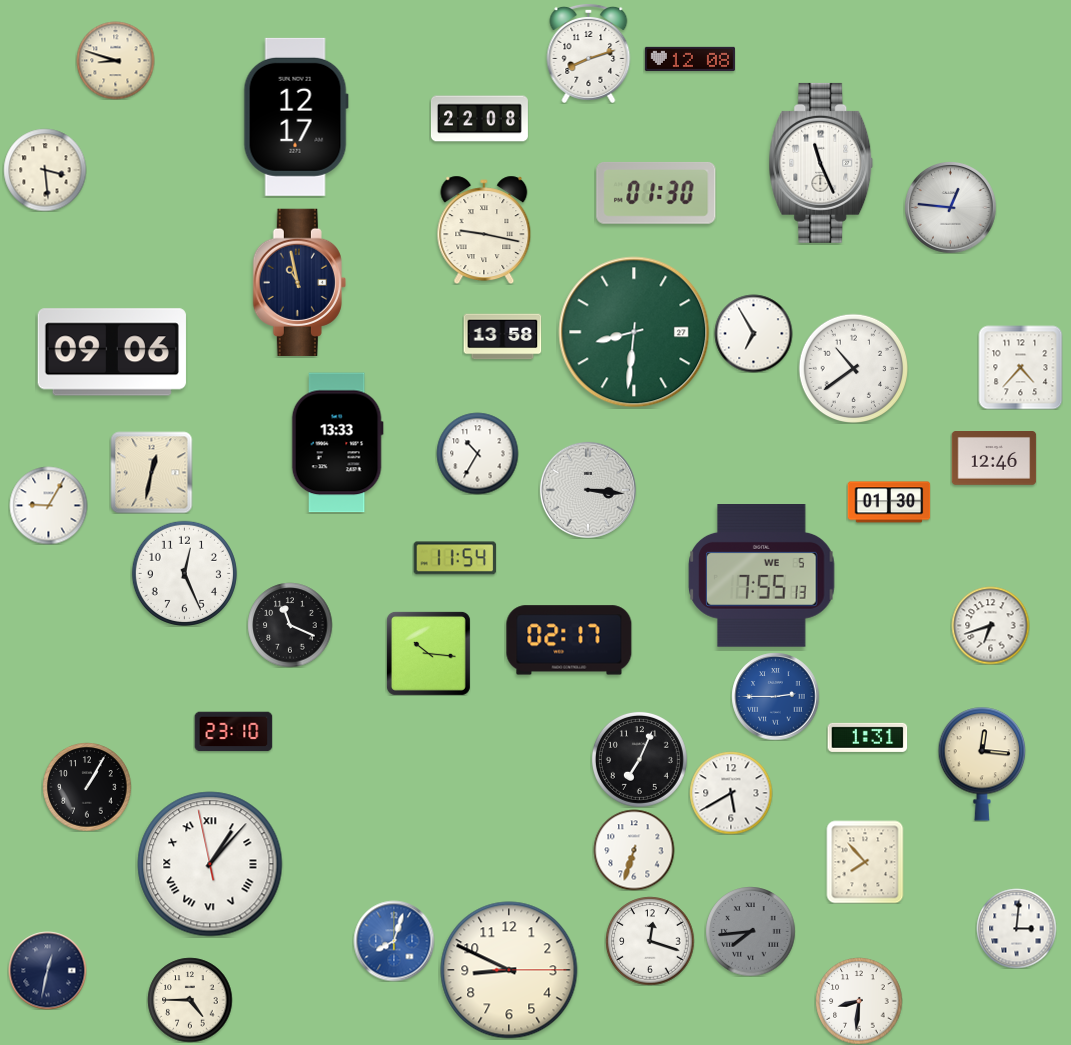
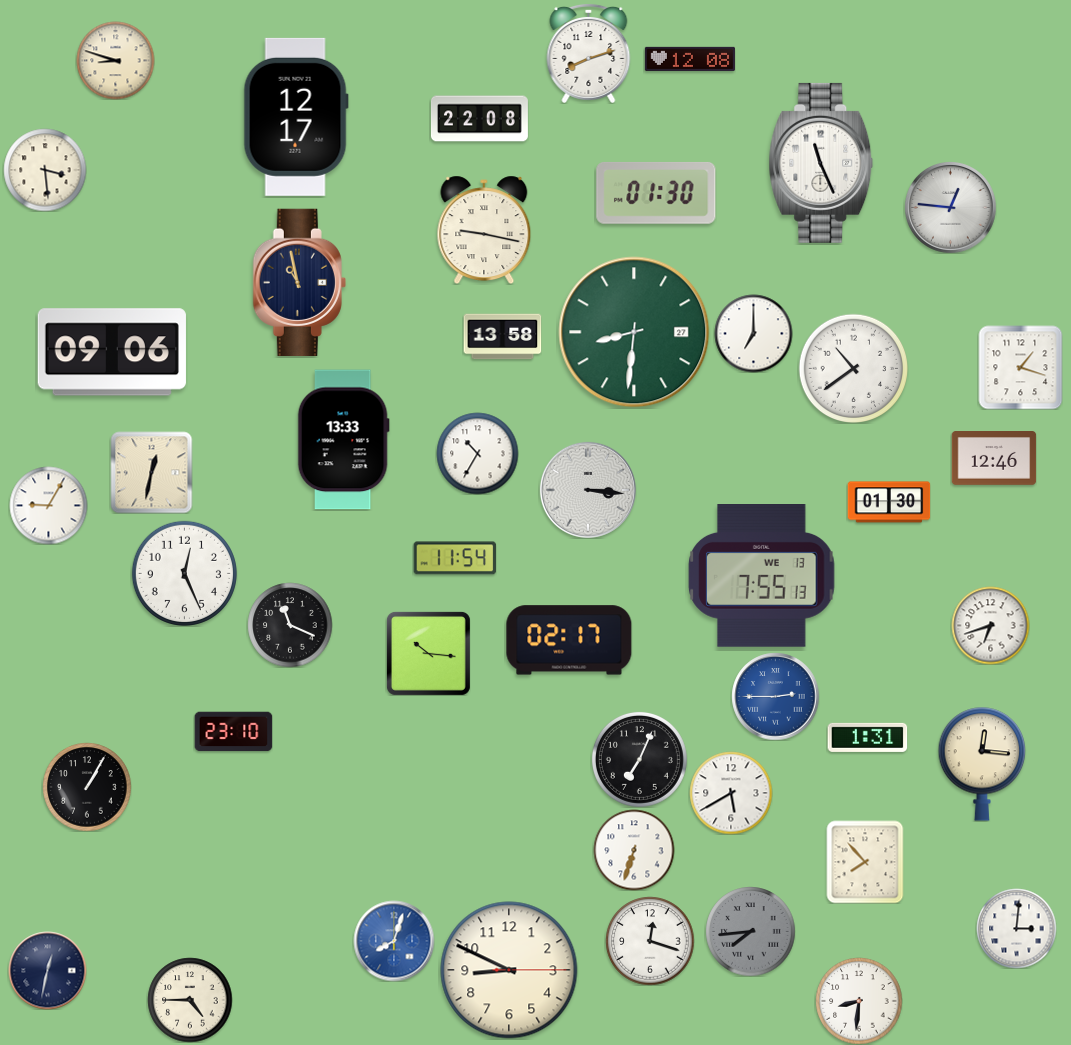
clock at (753, 333): 6:55 -> 7:00
clock at (1020, 367): 4:37 -> 1:18
clock at (337, 443) position: (337, 443) -> (343, 440)
clock at (762, 576) date: WE 5 -> WE 13
clock at (210, 864): 1:06 -> none
